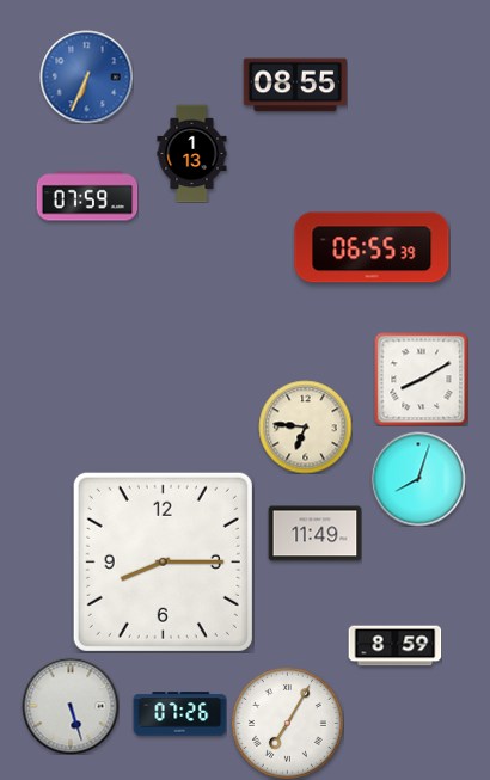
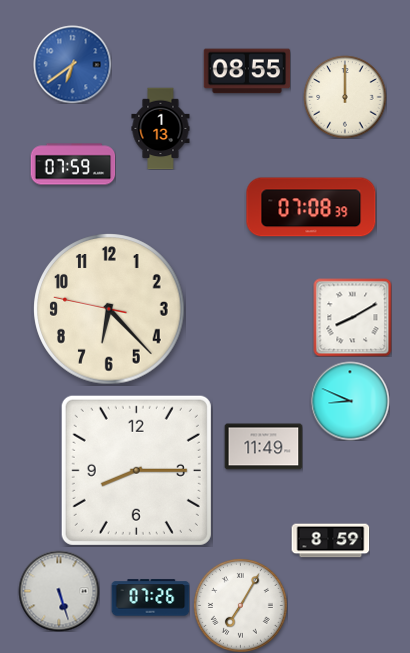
clock at (86, 76): 6:34 -> 6:39
clock at (345, 97): none -> 12:00
clock at (372, 247): 06:55 -> 07:08
clock at (109, 309): none -> 6:22
clock at (305, 426): 6:46 -> none
clock at (418, 479): 8:03 -> 8:49
